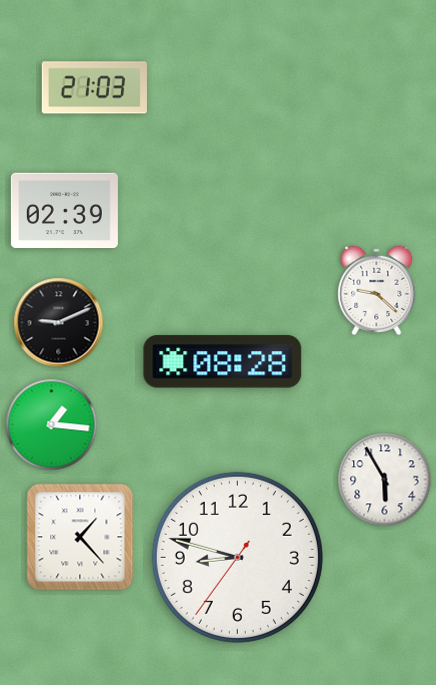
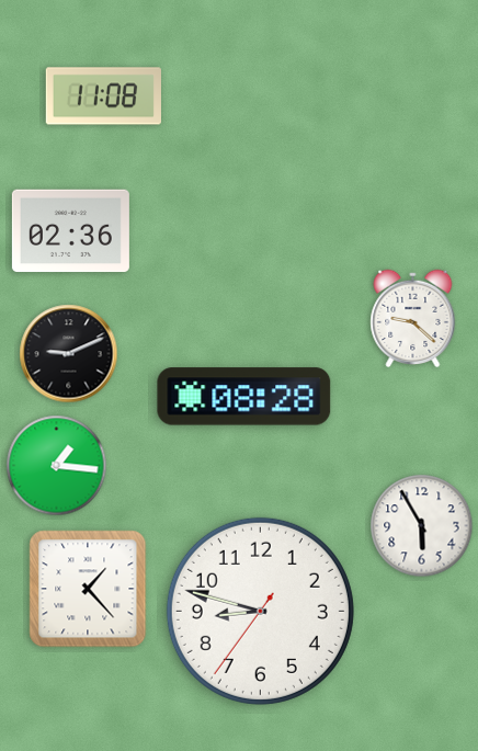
clock at (94, 88): 21:03 -> 11:08
clock at (64, 211): 02:39 -> 02:36
clock at (59, 323) position: (59, 323) -> (69, 354)
